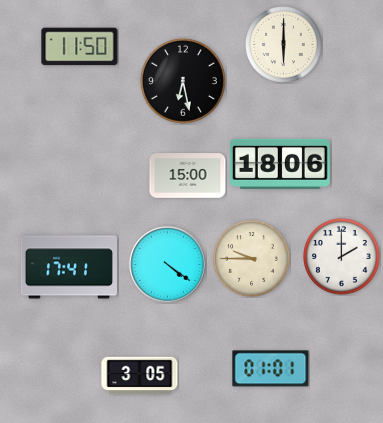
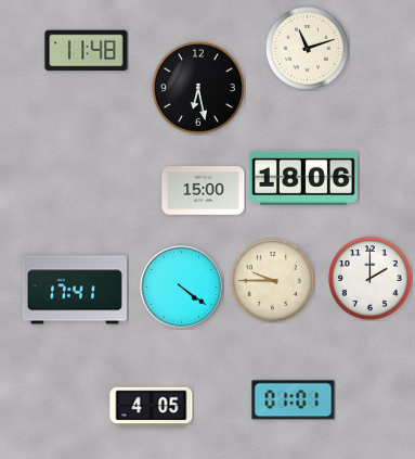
clock at (284, 45): 6:00 -> 11:12
clock at (80, 47): 11:50 -> 11:48
clock at (140, 376): 3:05 -> 4:05
